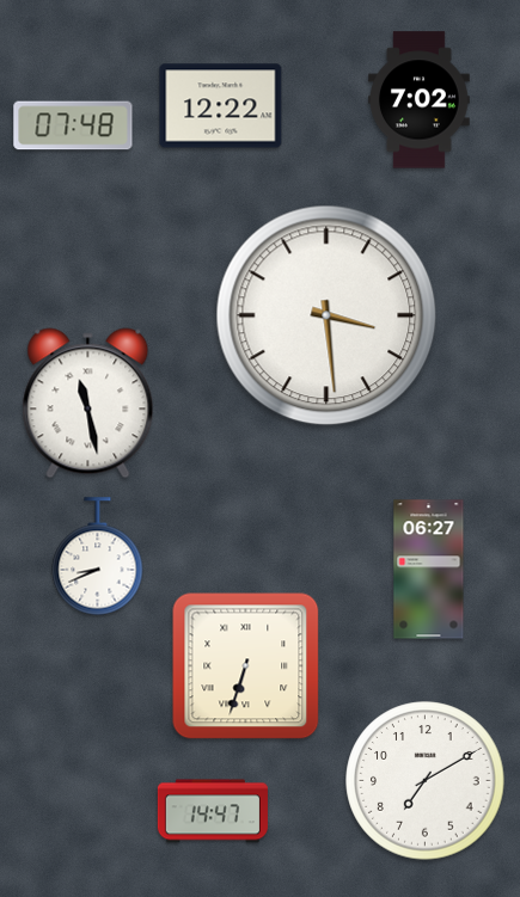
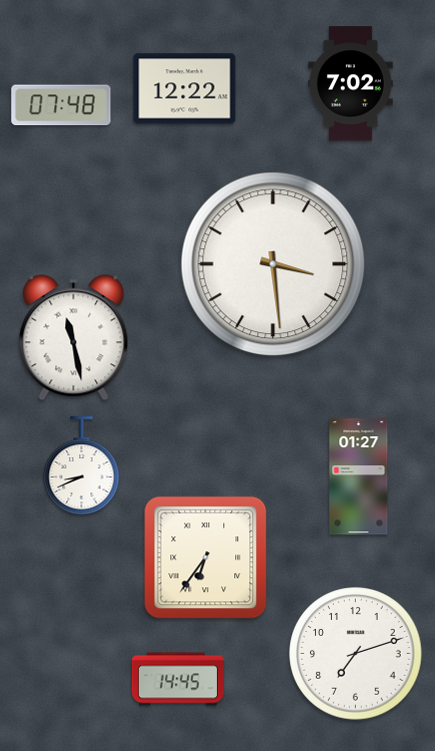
clock at (429, 570): 06:27 -> 01:27
clock at (246, 666): 6:33 -> 6:36
clock at (426, 781): 7:10 -> 7:12
clock at (213, 811): 14:47 -> 14:45
